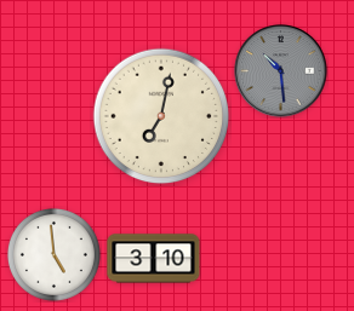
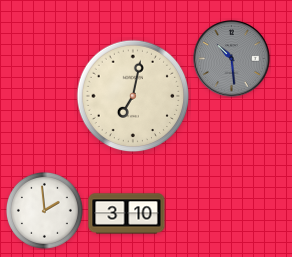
clock at (53, 254): 4:59 -> 1:59
